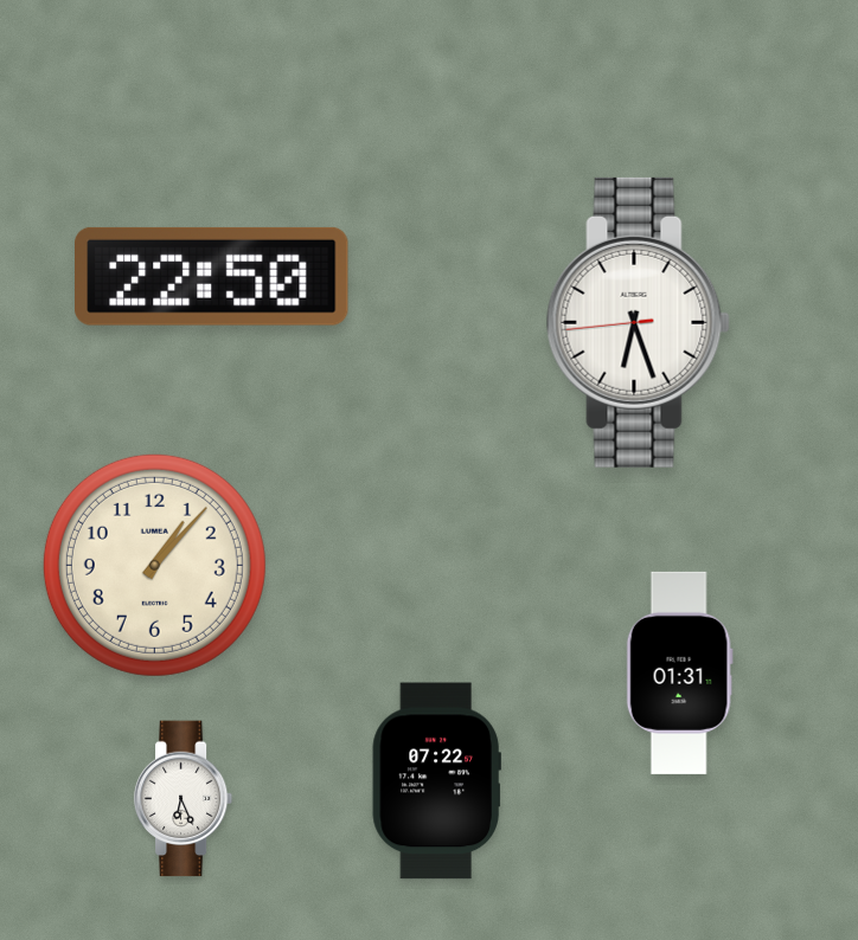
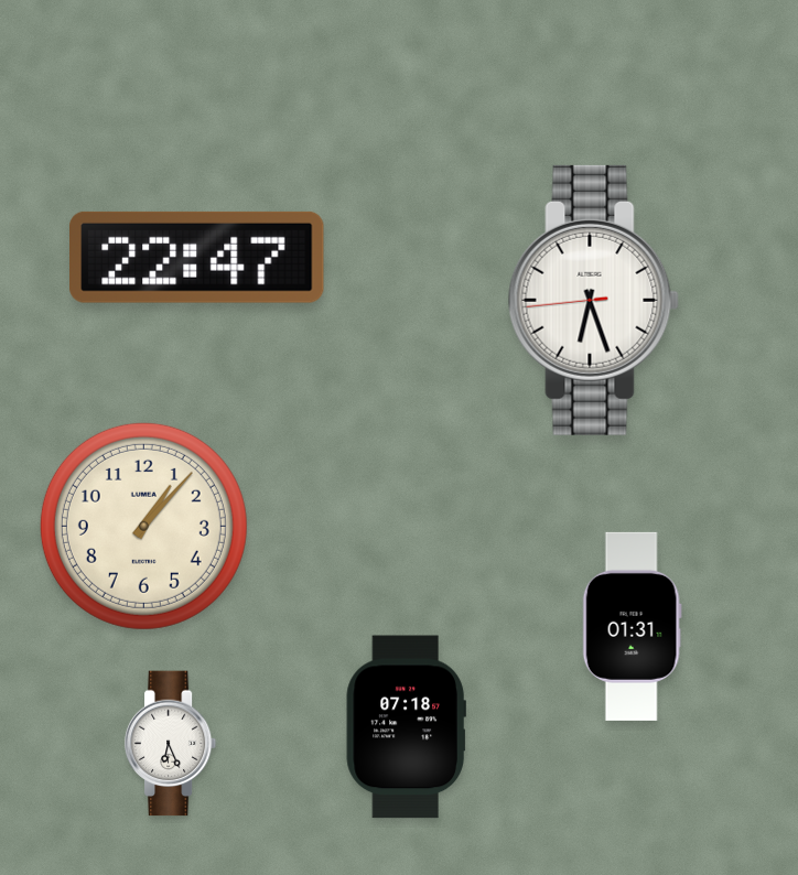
clock at (212, 276): 22:50 -> 22:47
clock at (436, 781): 07:22 -> 07:18
